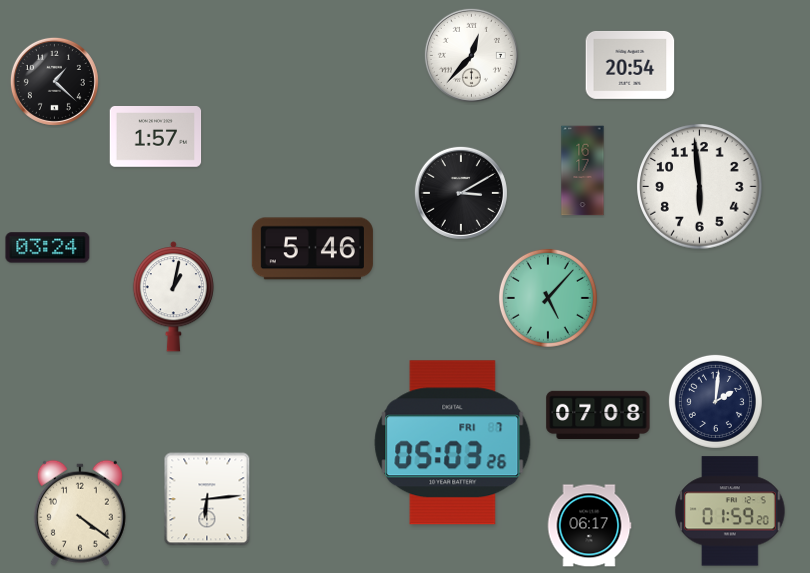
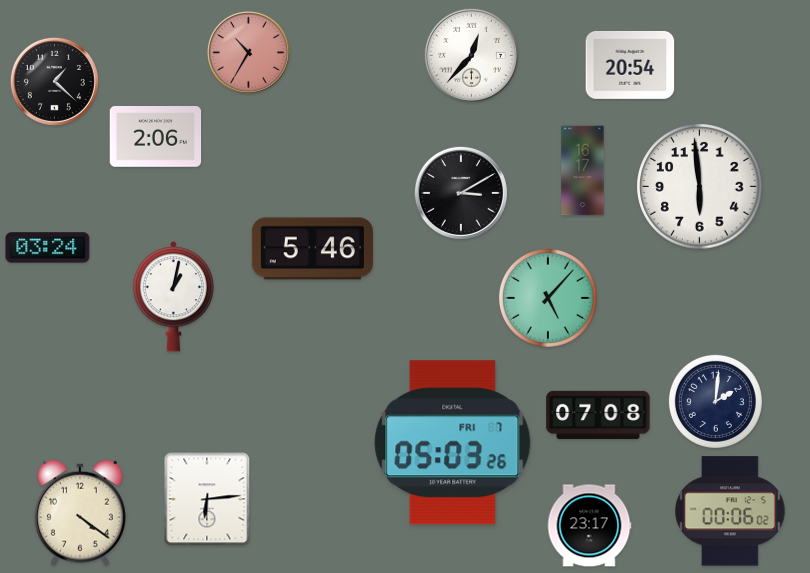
clock at (248, 52): none -> 10:35
clock at (156, 137): 1:57 -> 2:06
clock at (730, 511): 01:59 -> 00:06
clock at (589, 526): 06:17 -> 23:17
